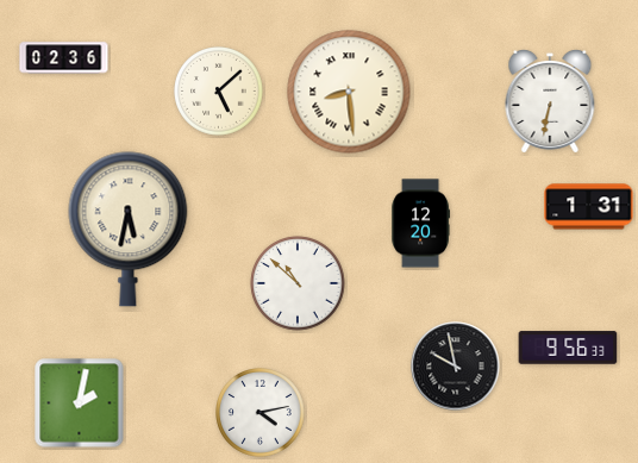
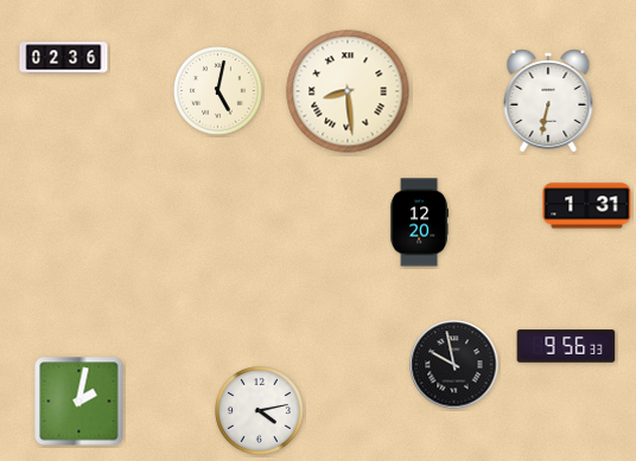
clock at (219, 92): 5:08 -> 5:02
clock at (129, 230): 5:32 -> none
clock at (298, 283): 10:52 -> none
